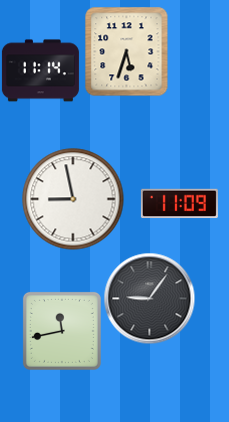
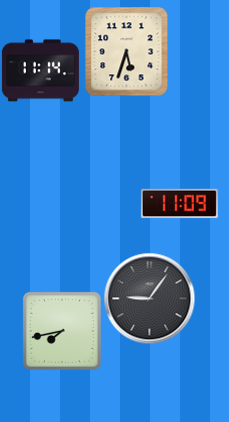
clock at (73, 199): 8:58 -> none
clock at (62, 331): 11:43 -> 7:43
